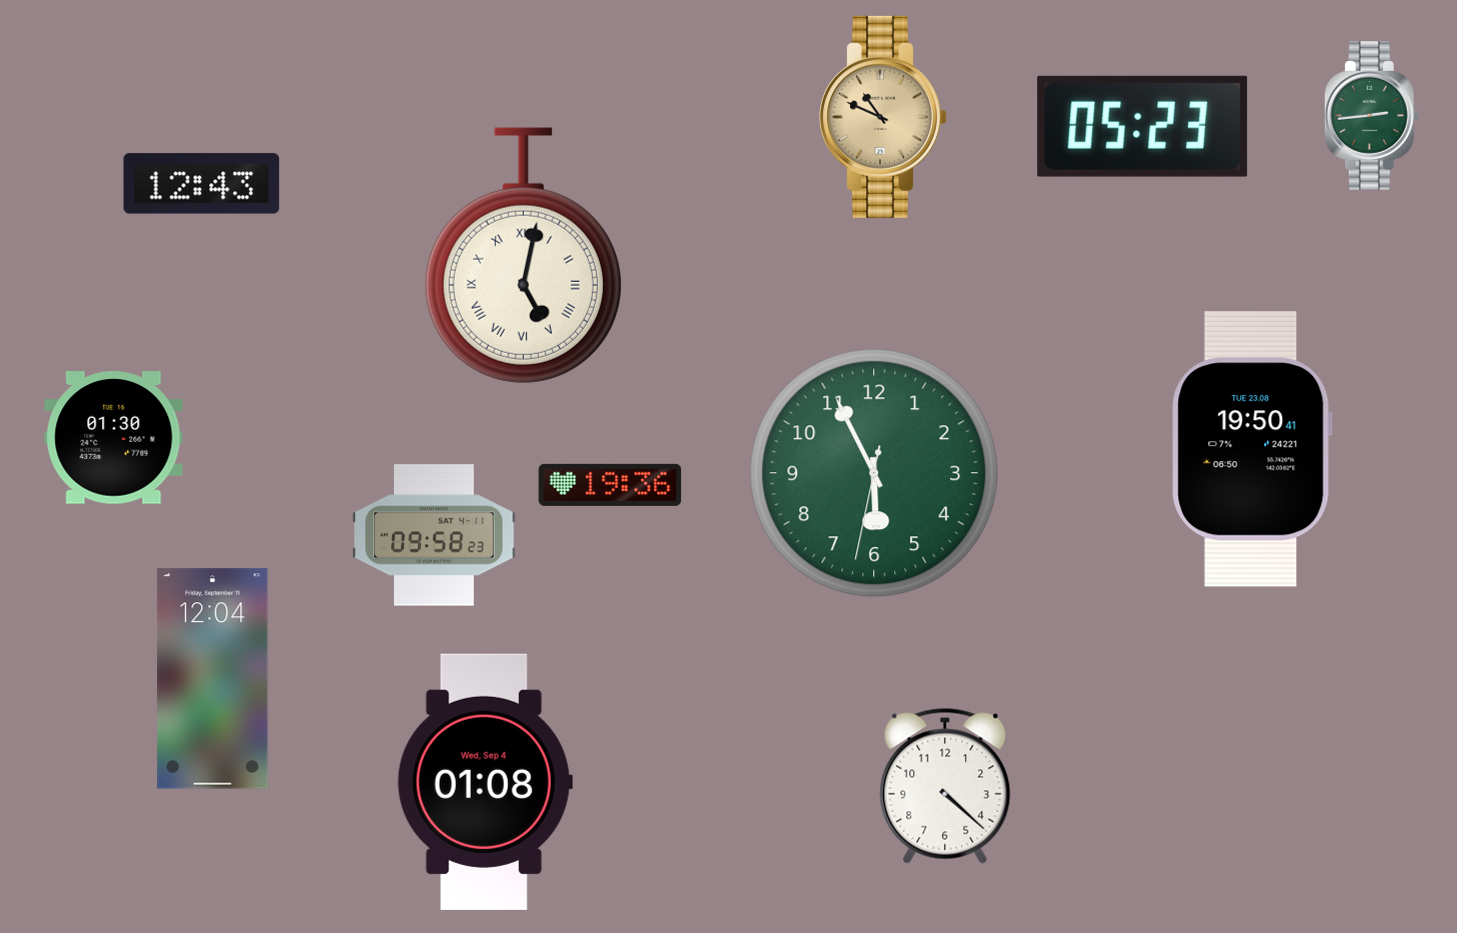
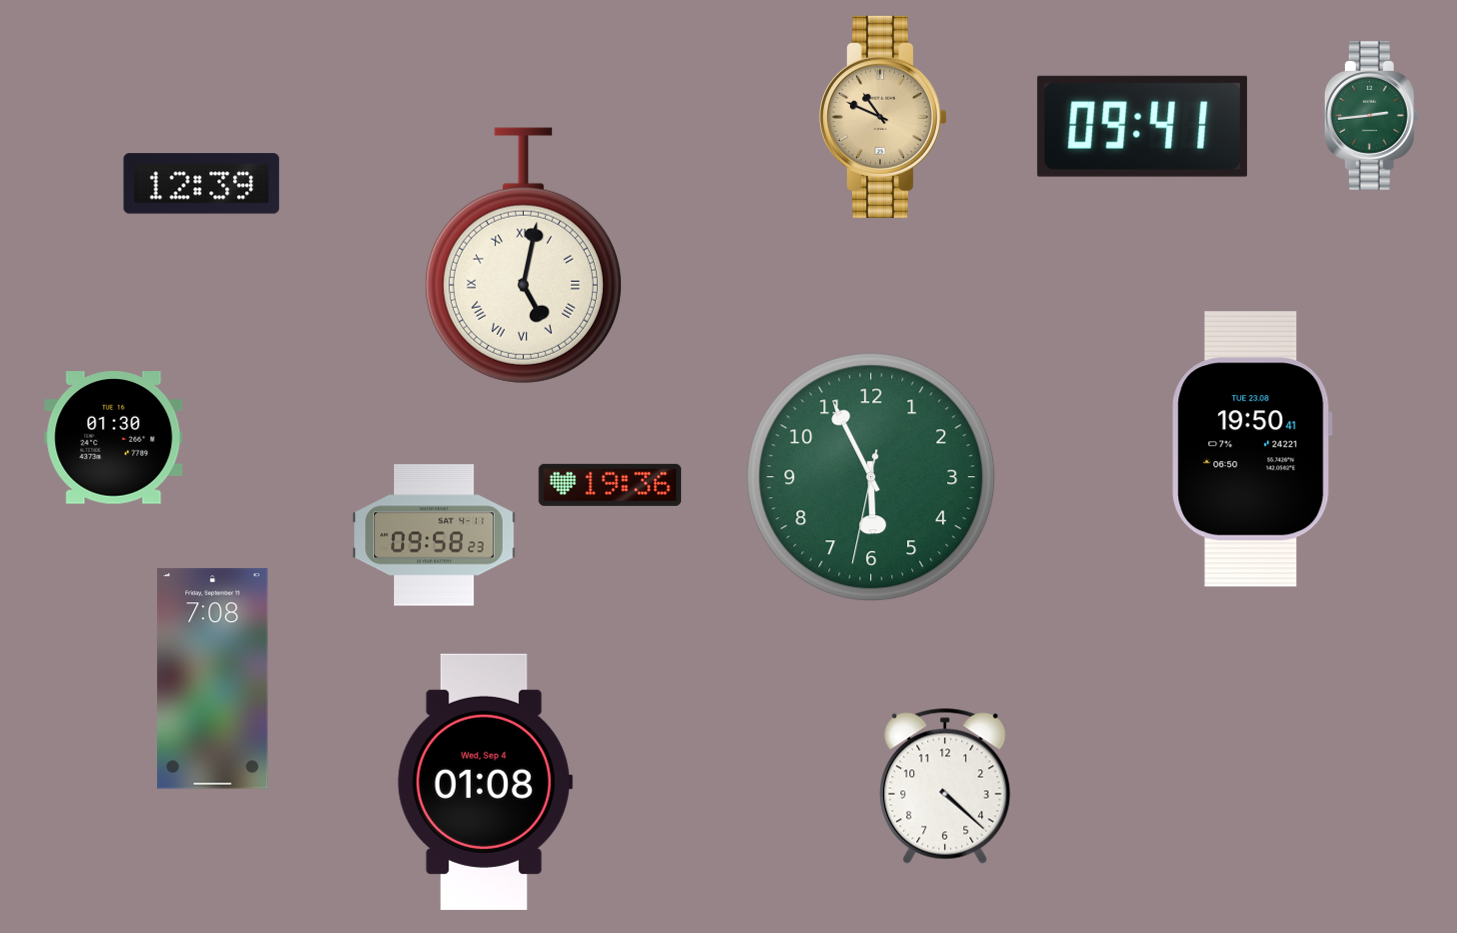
clock at (1143, 126): 05:23 -> 09:41
clock at (202, 184): 12:43 -> 12:39
clock at (874, 473) position: (874, 473) -> (871, 477)
clock at (213, 679): 12:04 -> 7:08
